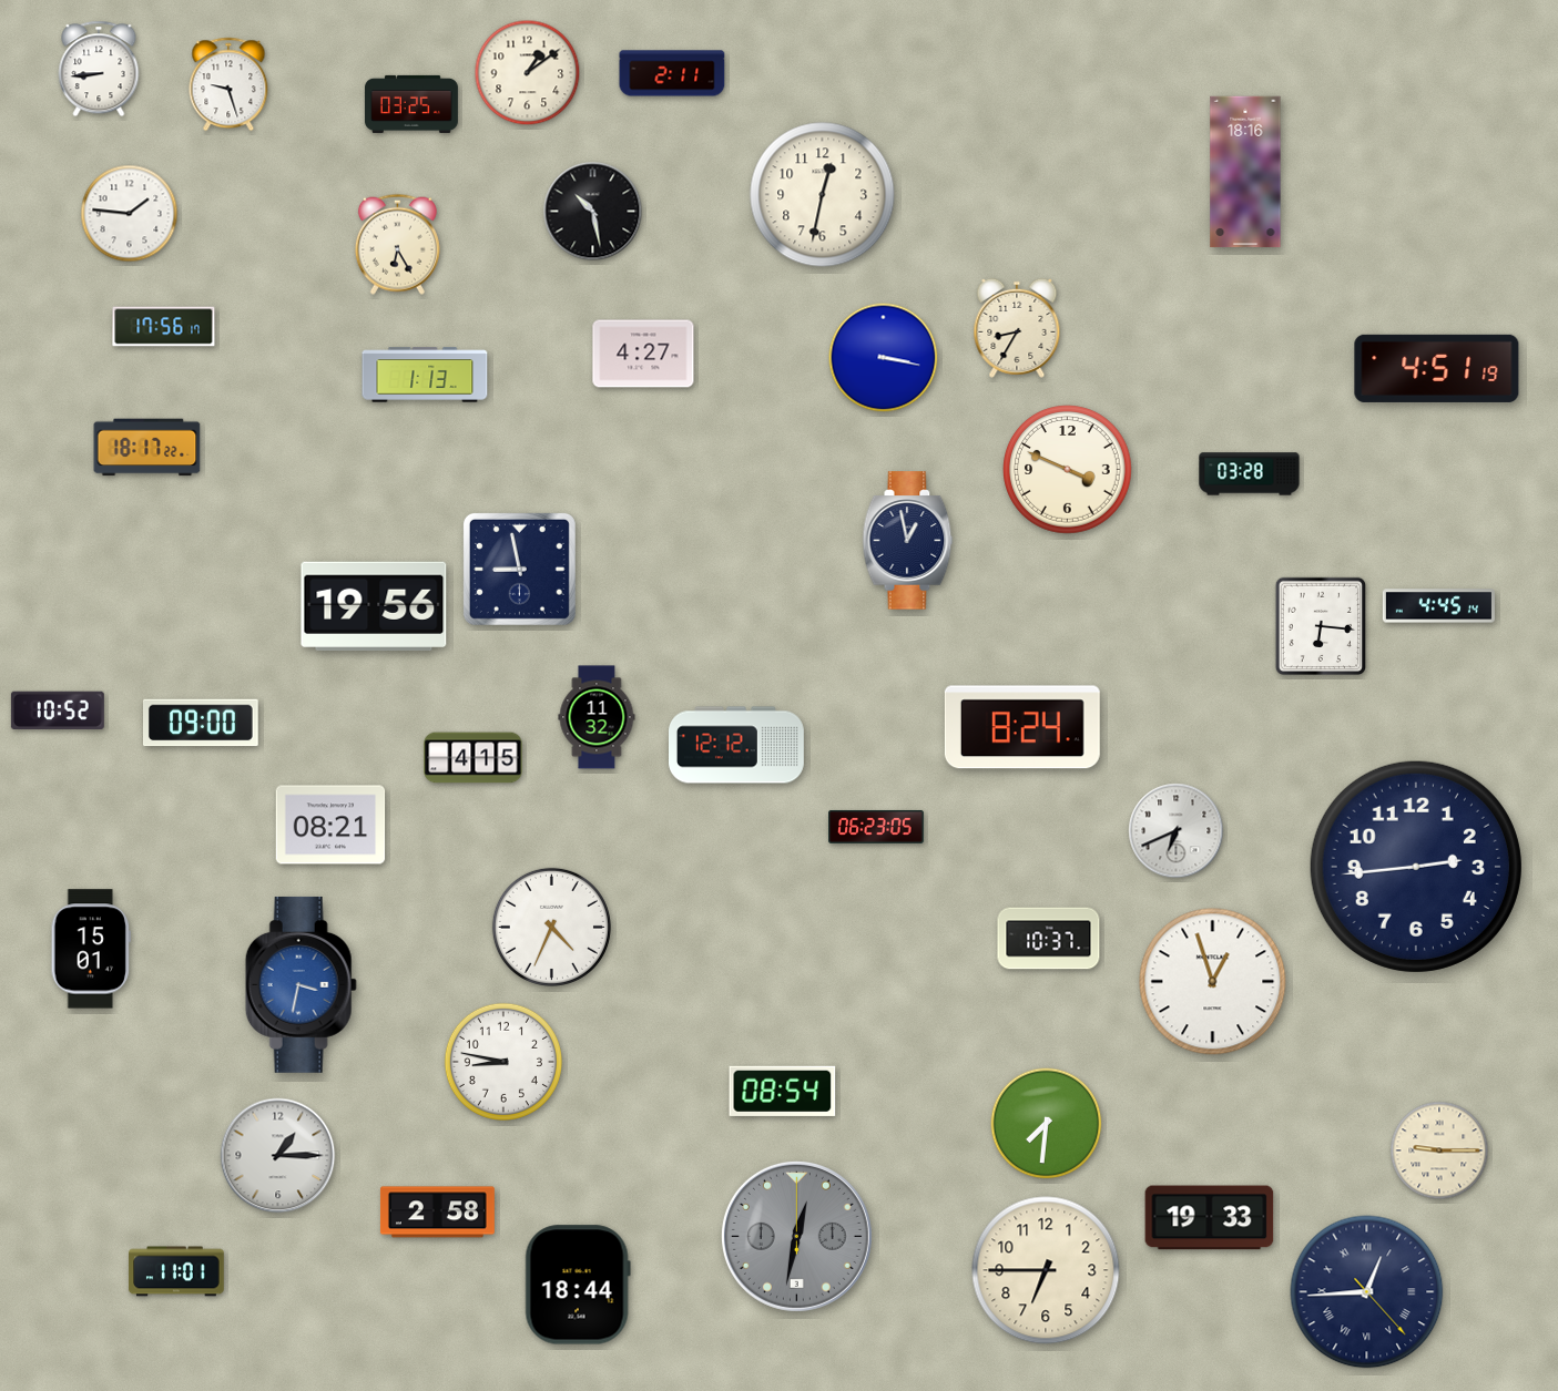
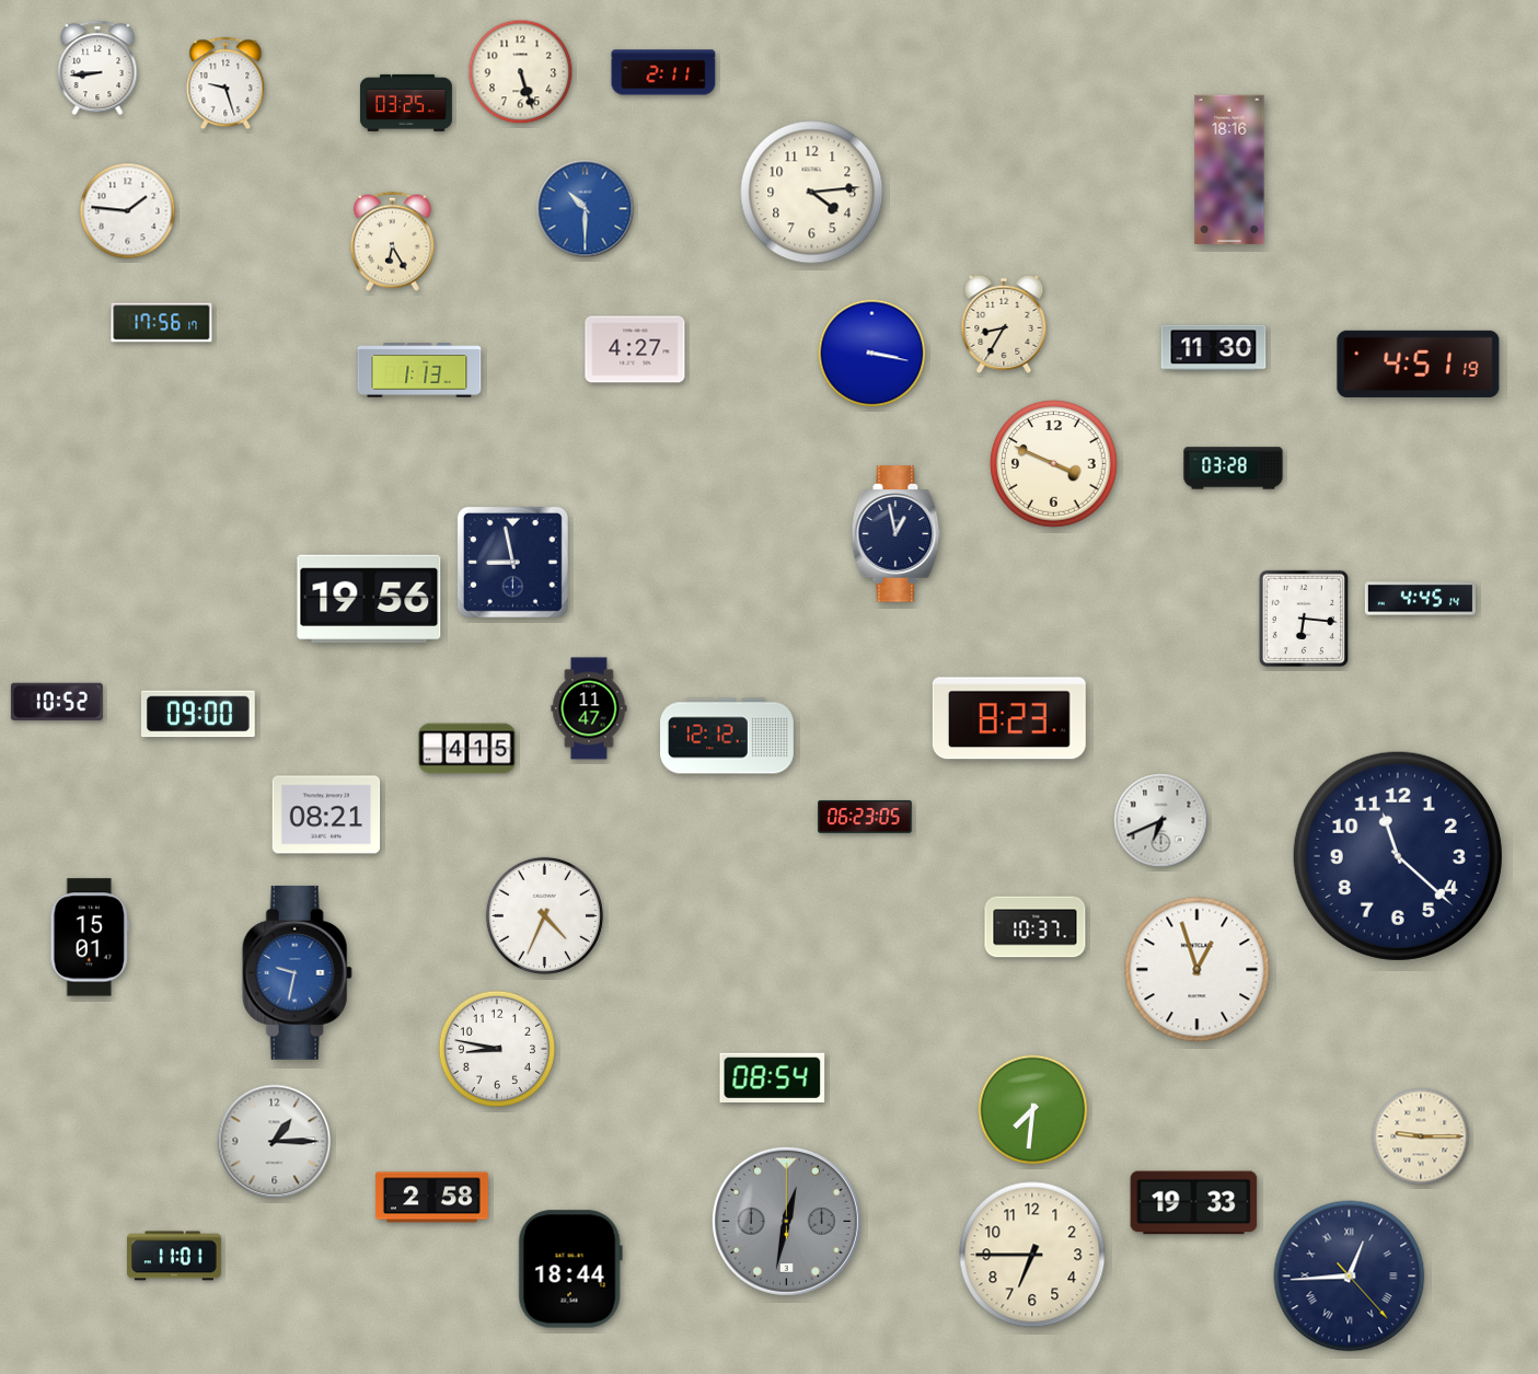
clock at (528, 73): 1:09 -> 5:27
clock at (823, 195): 12:32 -> 4:14
clock at (593, 212): 10:28 -> 10:30
clock at (593, 212) dial: black -> blue
clock at (1214, 348): none -> 11:30
clock at (147, 448): 18:17 -> none
clock at (597, 717): 11:32 -> 11:47
clock at (1022, 727): 8:24 -> 8:23
clock at (1416, 867): 2:44 -> 11:22
clock at (301, 984): 3:32 -> 9:32
